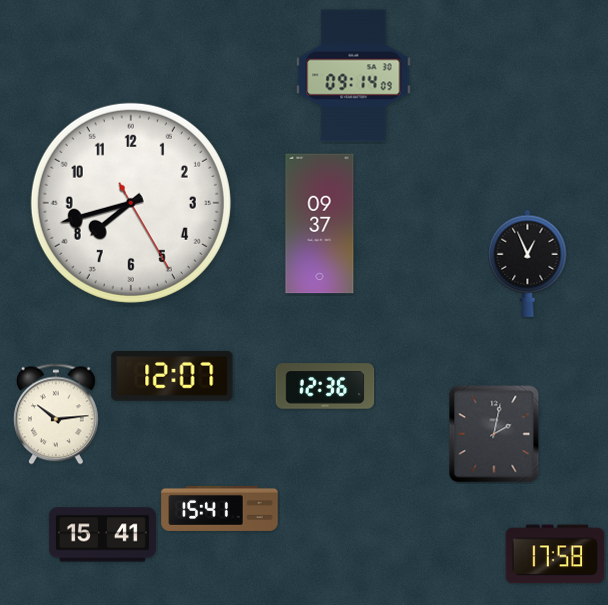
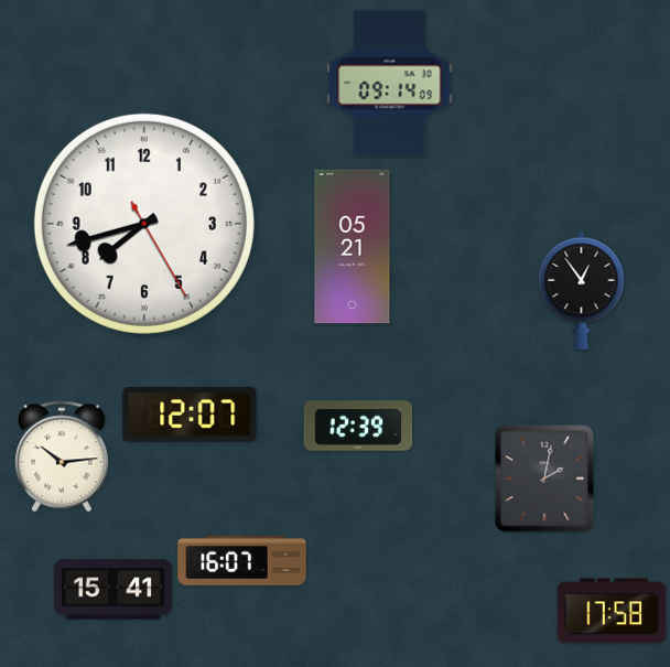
clock at (320, 224): 09:37 -> 05:21
clock at (528, 263): 12:56 -> 12:54
clock at (325, 386): 12:36 -> 12:39
clock at (220, 508): 15:41 -> 16:07
